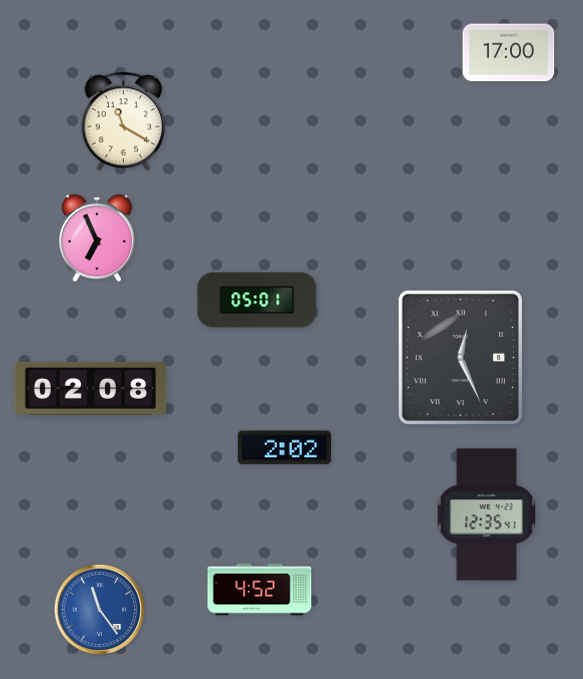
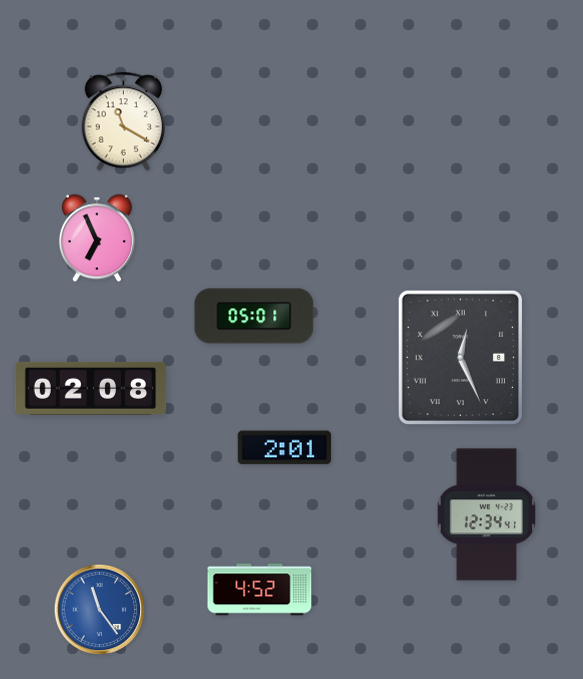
clock at (509, 53): 17:00 -> none
clock at (257, 300) position: (257, 300) -> (254, 316)
clock at (285, 448): 2:02 -> 2:01
clock at (487, 515): 12:35 -> 12:34
